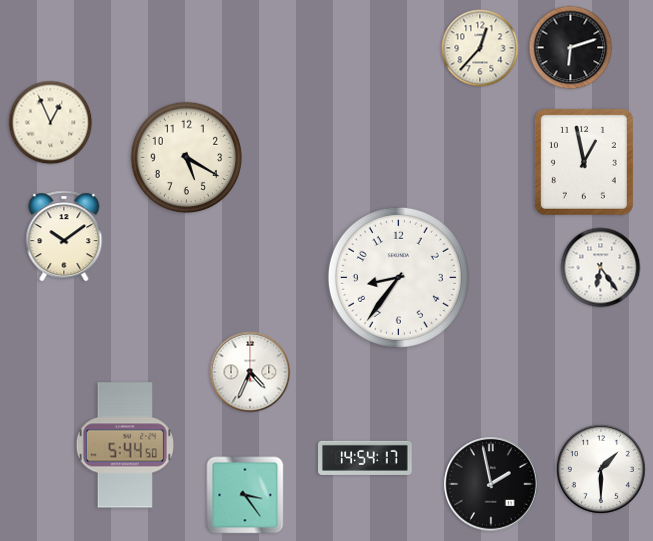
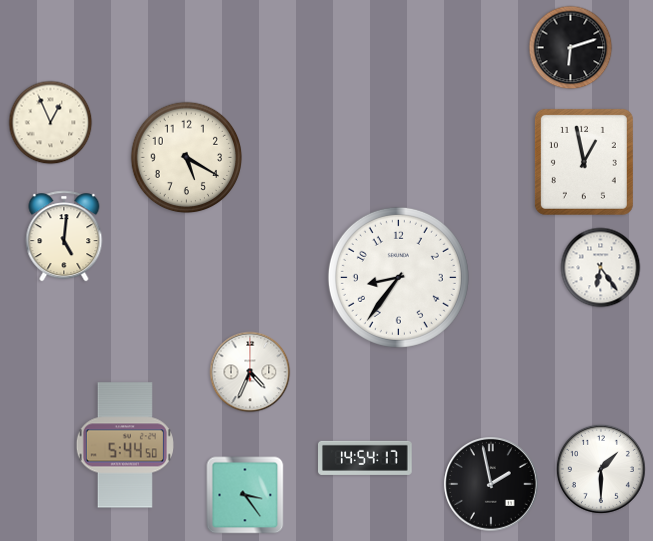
clock at (480, 48): 12:37 -> none
clock at (64, 236): 10:09 -> 5:01
